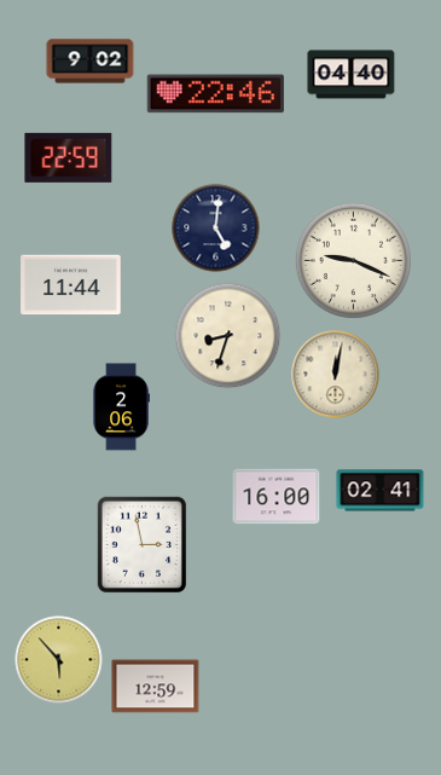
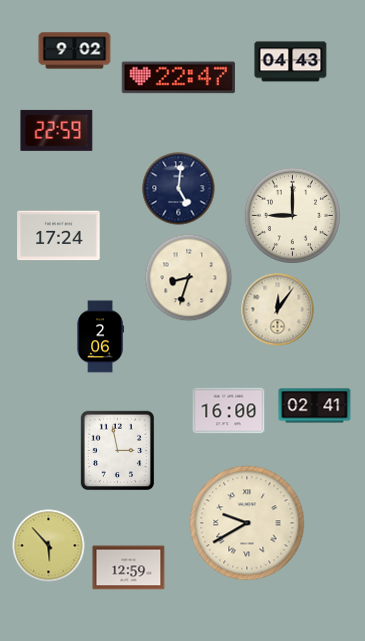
clock at (352, 75): 04:40 -> 04:43
clock at (215, 94): 22:46 -> 22:47
clock at (353, 260): 9:19 -> 9:00
clock at (71, 285): 11:44 -> 17:24
clock at (336, 375): 12:02 -> 12:06
clock at (247, 523): none -> 9:40
